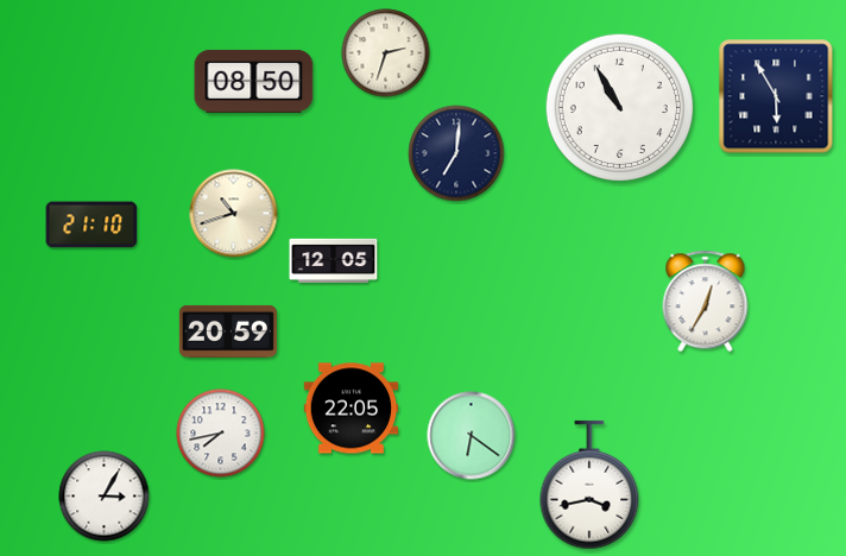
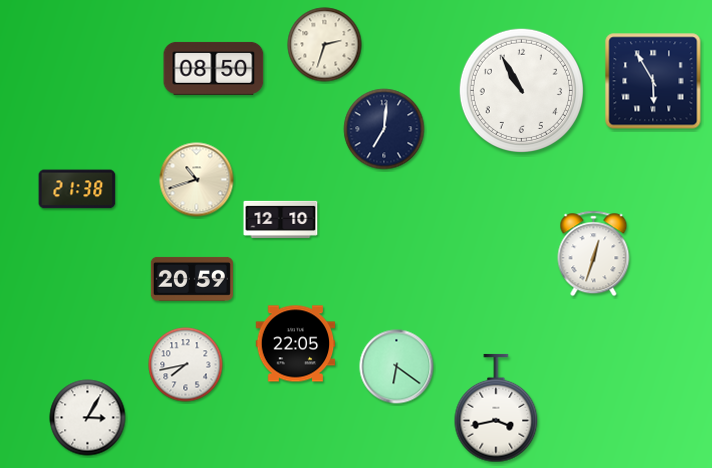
clock at (91, 225): 21:10 -> 21:38
clock at (334, 260): 12:05 -> 12:10
clock at (706, 302): 12:35 -> 12:33
